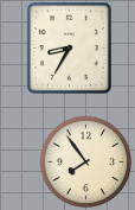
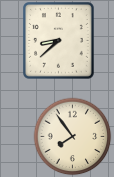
clock at (70, 49): 8:35 -> 8:38
